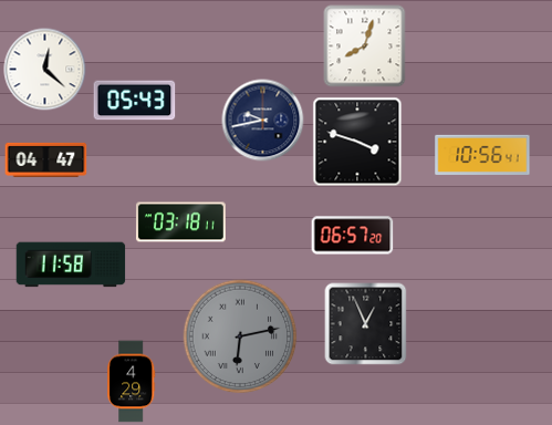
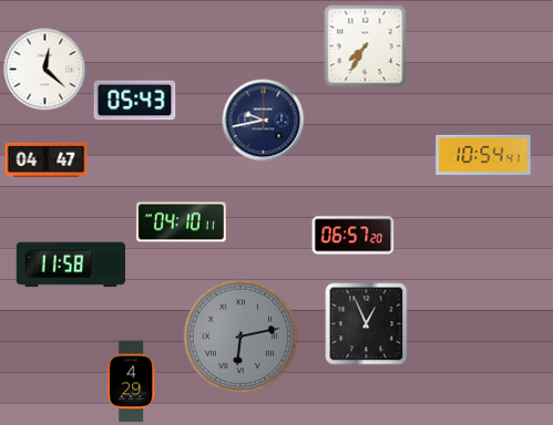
clock at (365, 46): 8:03 -> 7:35
clock at (357, 142): 3:48 -> none
clock at (482, 155): 10:56 -> 10:54
clock at (180, 222): 03:18 -> 04:10
